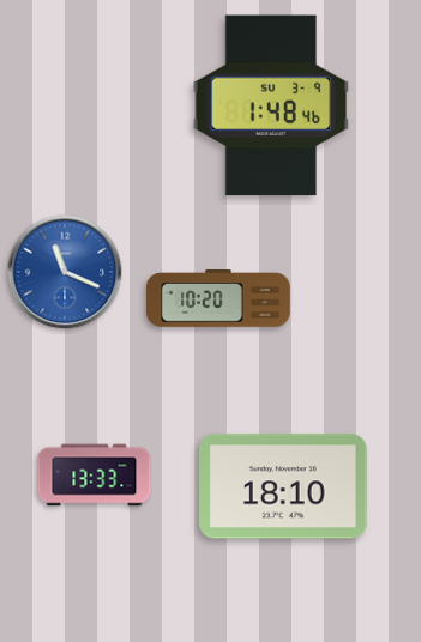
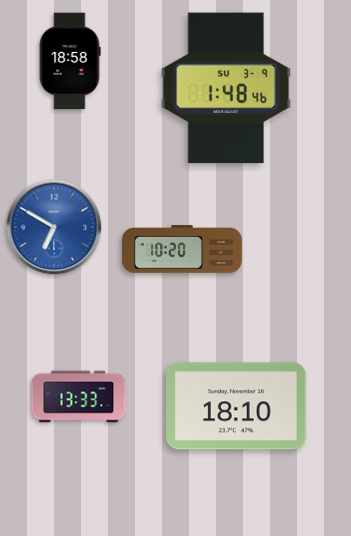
clock at (70, 61): none -> 18:58
clock at (65, 272): 11:19 -> 6:50
